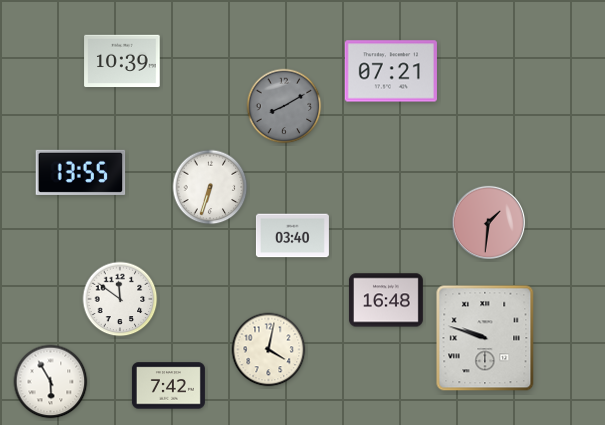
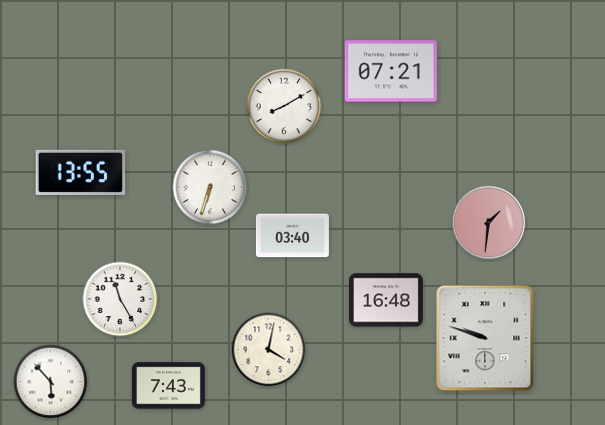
clock at (122, 61): 10:39 -> none
clock at (284, 106) dial: grey -> white
clock at (120, 299): 11:51 -> 11:25
clock at (51, 382): 5:55 -> 5:53
clock at (168, 386): 7:42 -> 7:43
